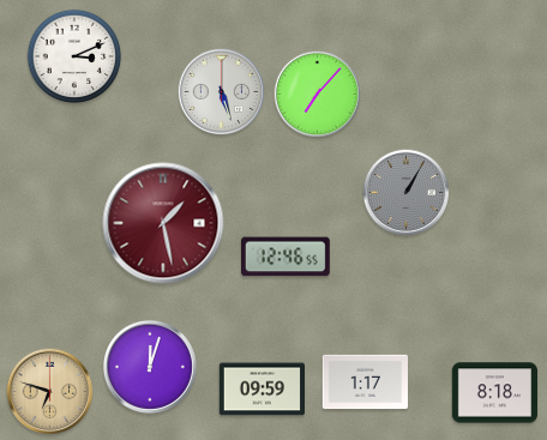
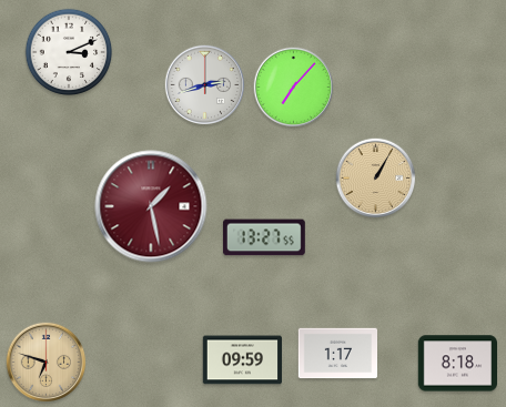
clock at (222, 92): 5:27 -> 2:42
clock at (407, 193) dial: grey -> champagne
clock at (285, 257): 12:46 -> 13:27
clock at (150, 367): 12:03 -> none
